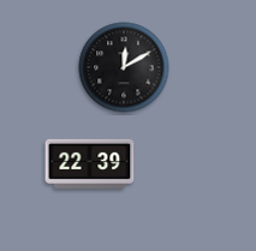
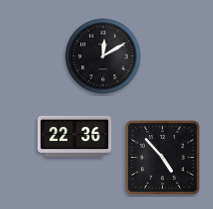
clock at (90, 163): 22:39 -> 22:36
clock at (163, 158): none -> 4:53
